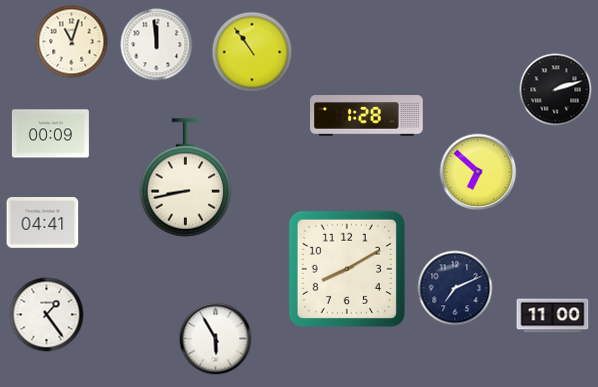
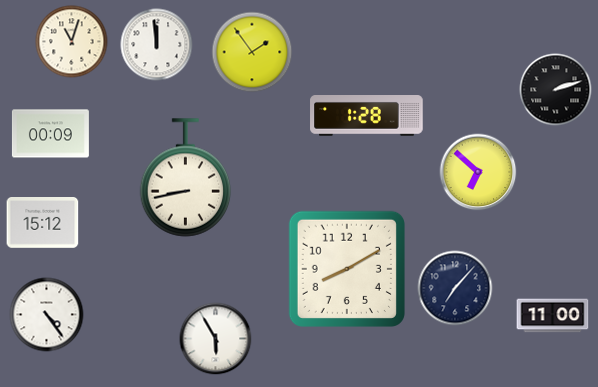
clock at (252, 52): 10:54 -> 1:54
clock at (43, 223): 04:41 -> 15:12
clock at (455, 288): 7:11 -> 7:07
clock at (47, 315): 1:24 -> 4:24
